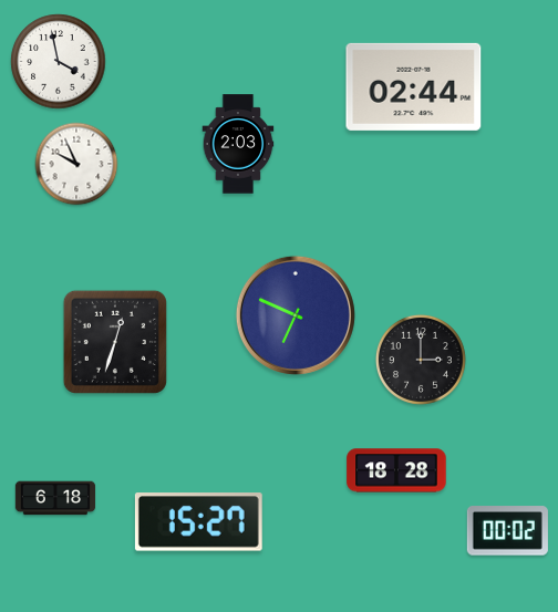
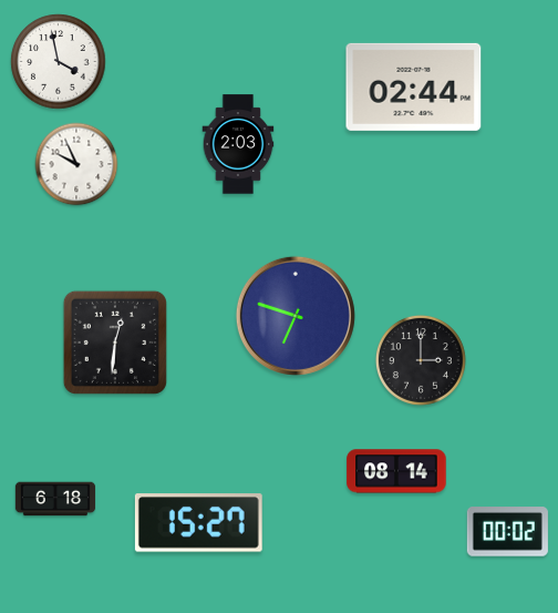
clock at (296, 315): 6:49 -> 6:48
clock at (115, 342): 12:33 -> 12:31
clock at (396, 470): 18:28 -> 08:14
